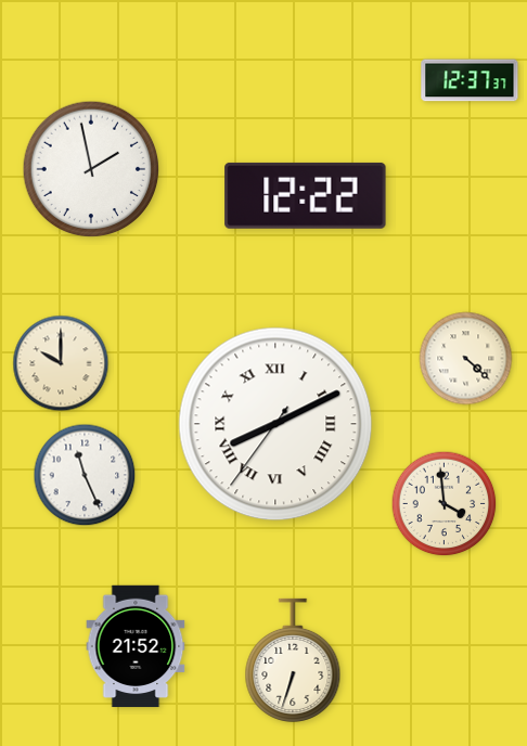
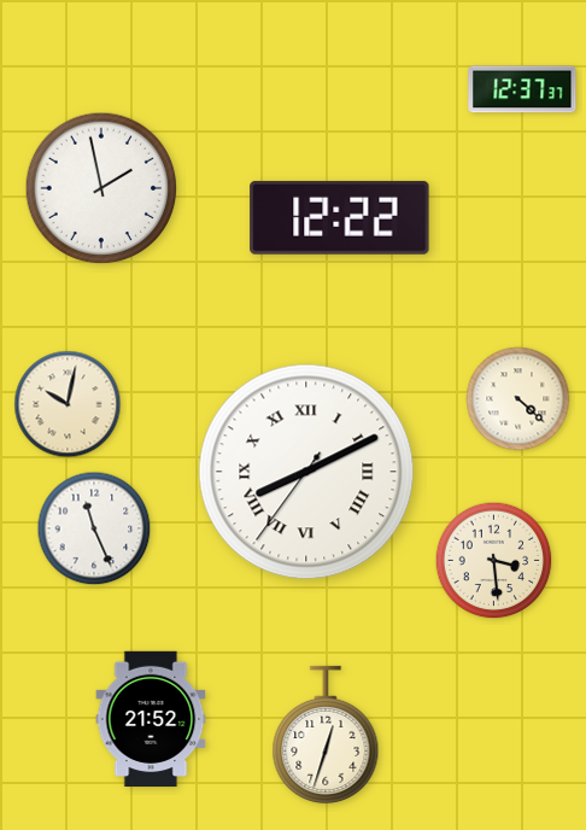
clock at (61, 363): 10:00 -> 10:02
clock at (445, 504): 3:59 -> 3:29
clock at (293, 660): 6:33 -> 12:33
